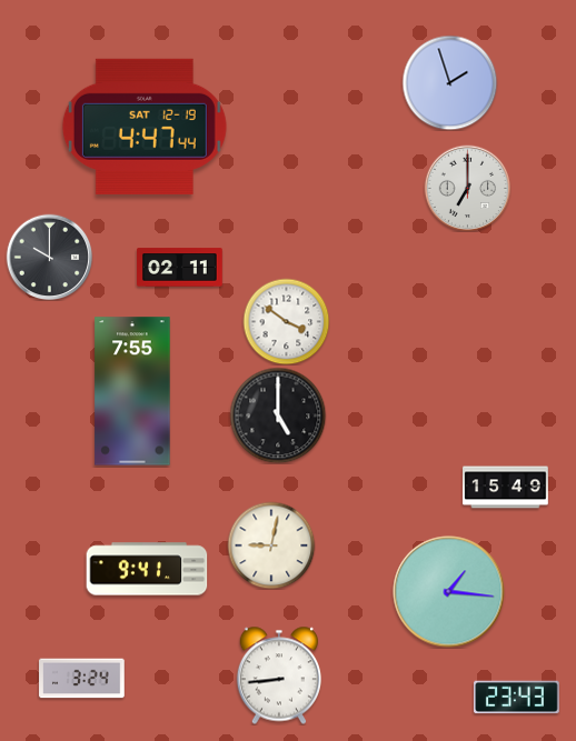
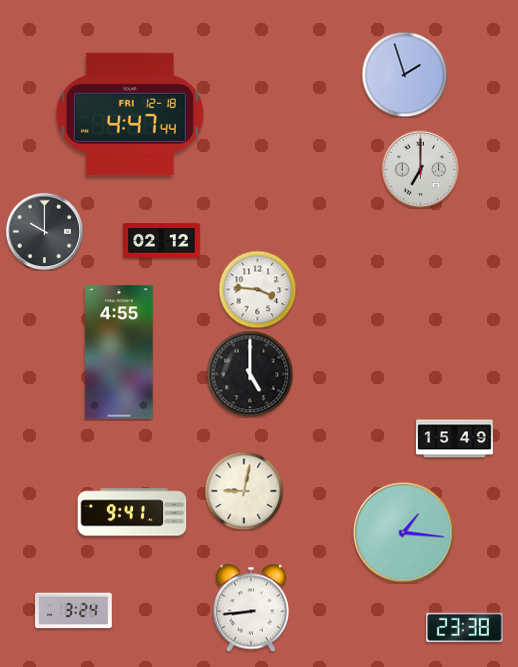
clock at (145, 127) date: SAT 12-19 -> FRI 12-18
clock at (180, 268): 02:11 -> 02:12
clock at (286, 321): 3:51 -> 3:46
clock at (132, 391): 7:55 -> 4:55
clock at (517, 698): 23:43 -> 23:38
